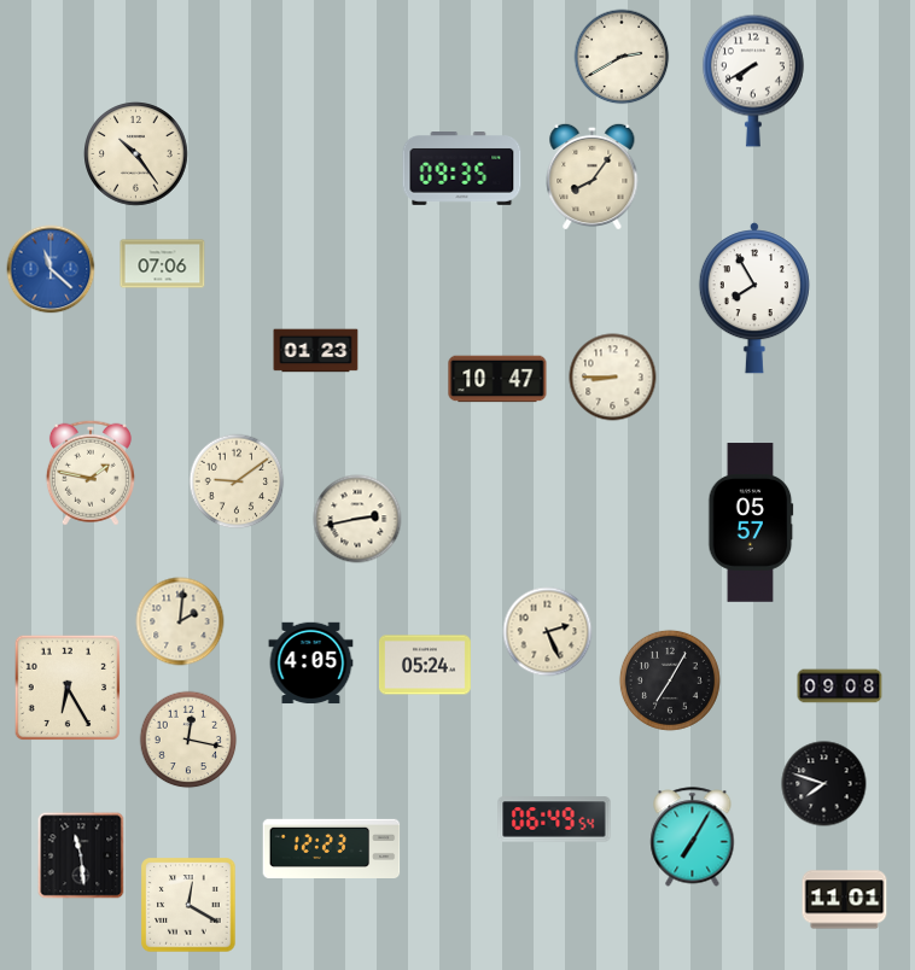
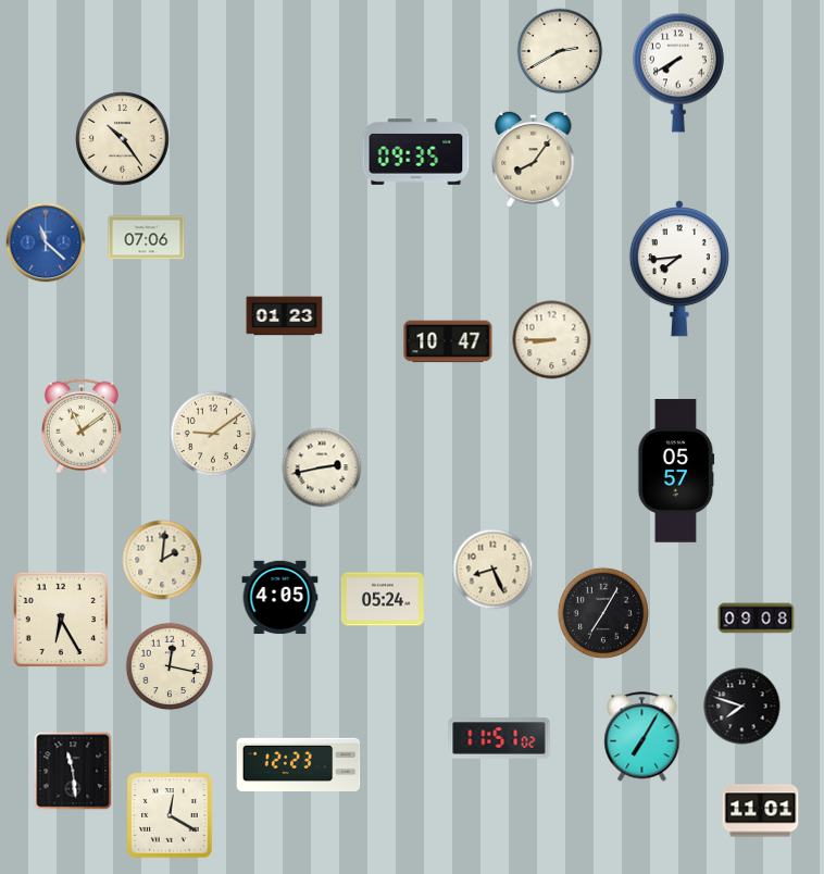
clock at (754, 298): 7:55 -> 7:44
clock at (91, 473): 1:47 -> 11:09
clock at (548, 632): 2:26 -> 8:26
clock at (554, 819): 06:49 -> 11:51
clock at (693, 837) position: (693, 837) -> (642, 737)
